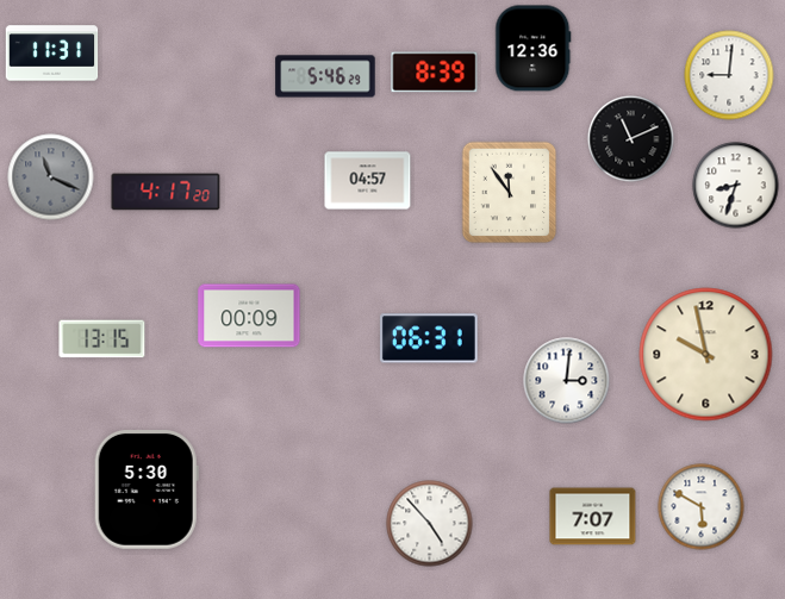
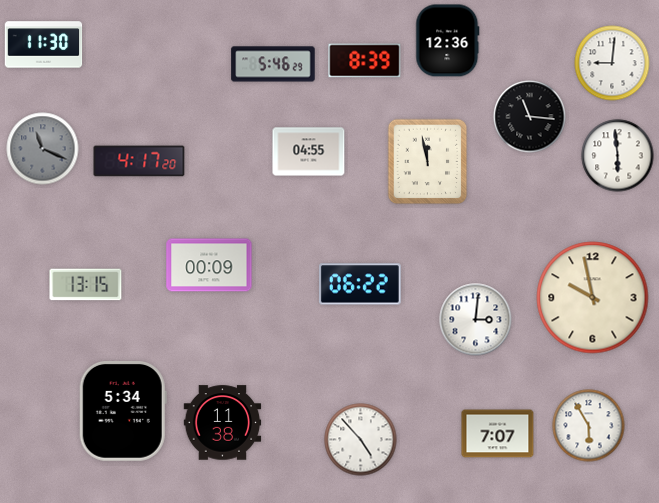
clock at (52, 54): 11:31 -> 11:30
clock at (631, 139): 11:11 -> 11:16
clock at (368, 181): 04:57 -> 04:55
clock at (736, 186): 8:33 -> 5:59
clock at (510, 193): 11:54 -> 11:58
clock at (429, 338): 06:31 -> 06:22
clock at (147, 491): 5:30 -> 5:34
clock at (223, 423): none -> 11:38
clock at (702, 507): 5:50 -> 5:55
